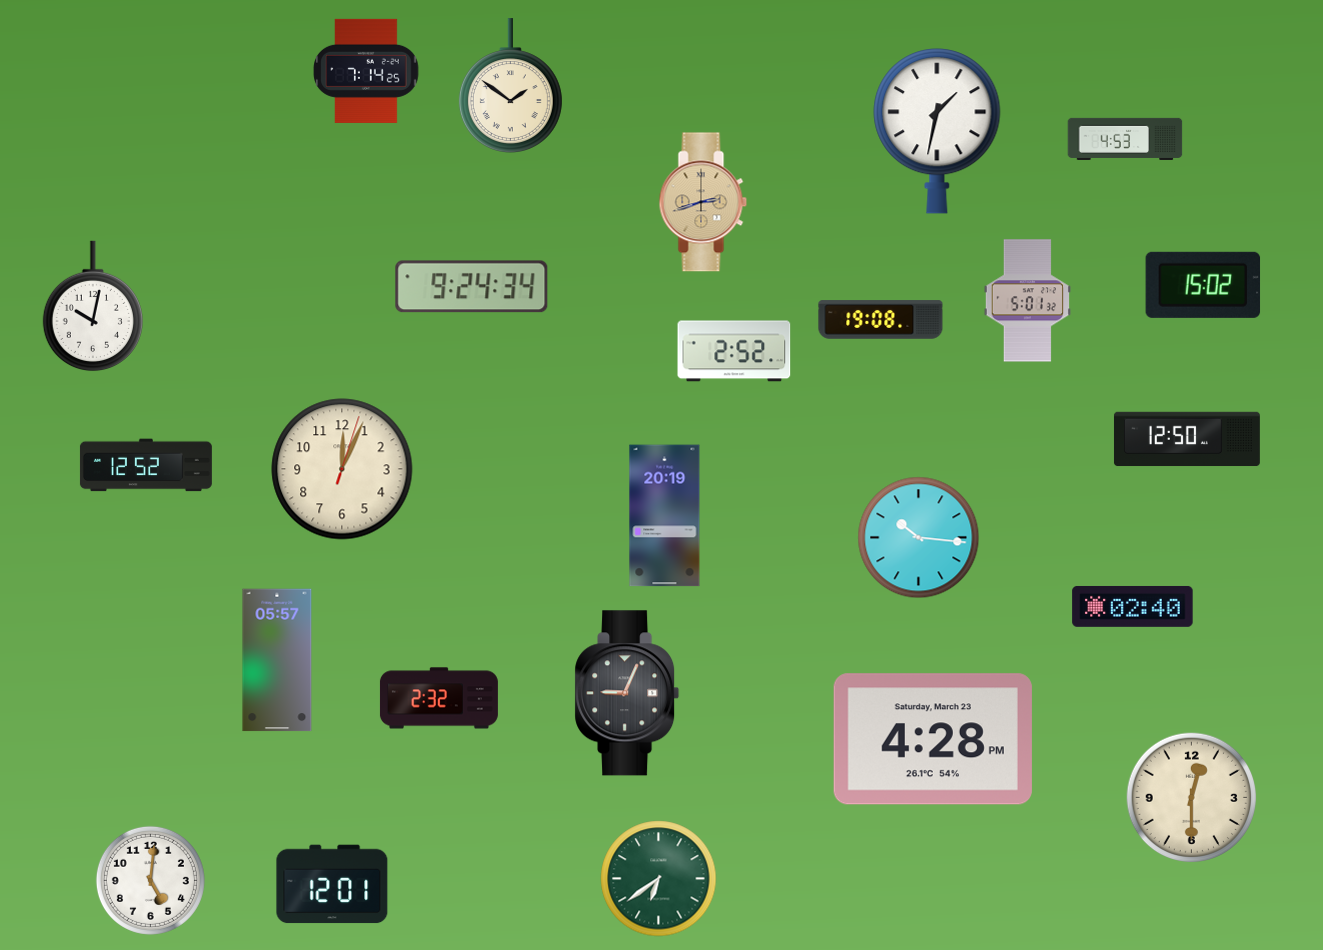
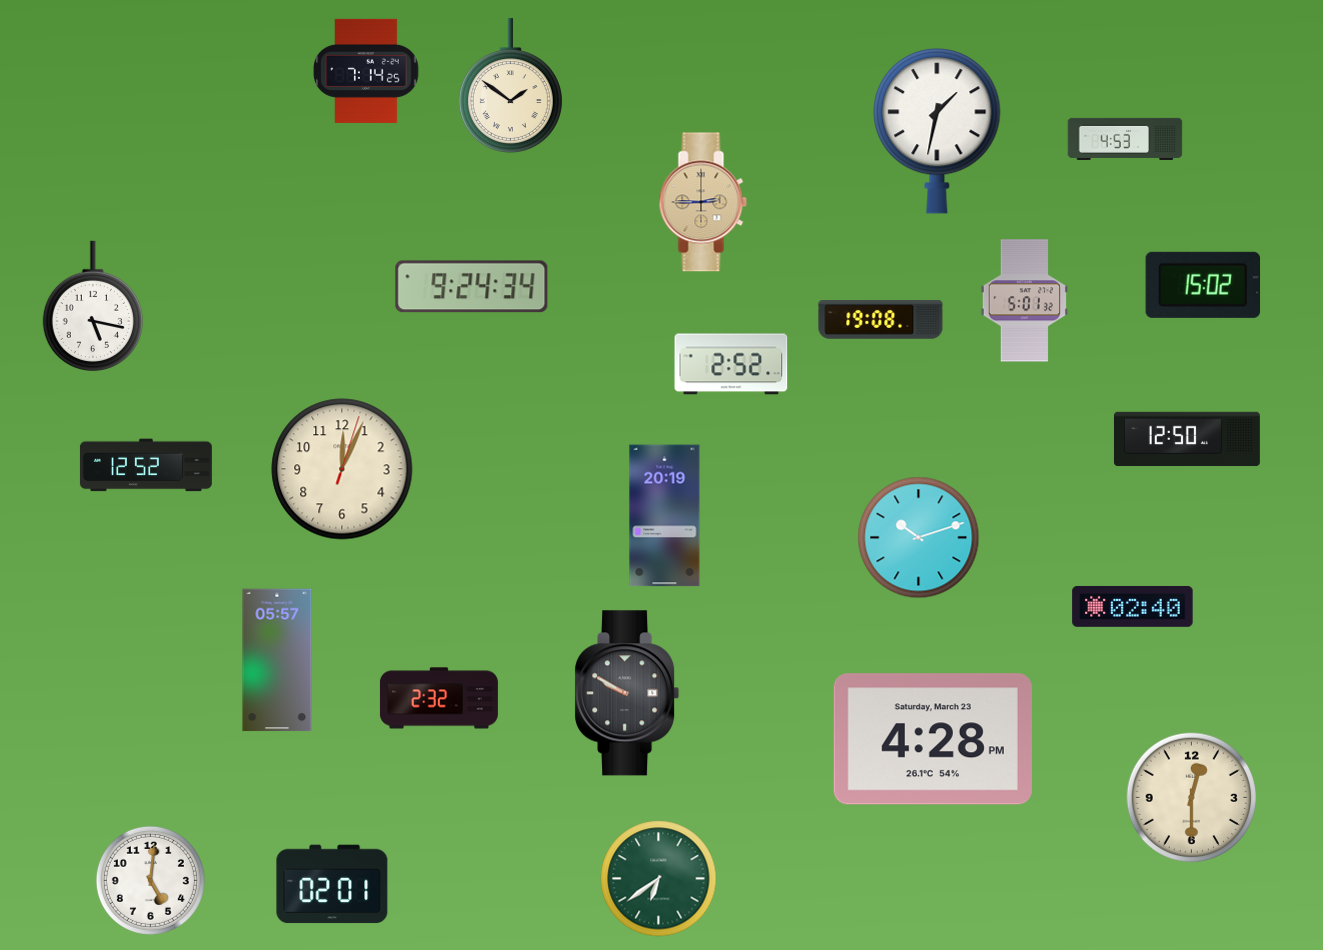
clock at (703, 202): 2:42 -> 2:45
clock at (1027, 301) position: (1027, 301) -> (1024, 301)
clock at (93, 306): 10:02 -> 5:17
clock at (734, 351) position: (734, 351) -> (731, 364)
clock at (919, 538): 10:16 -> 10:12
clock at (627, 693): 9:04 -> 9:50
clock at (332, 884): 12:01 -> 02:01
